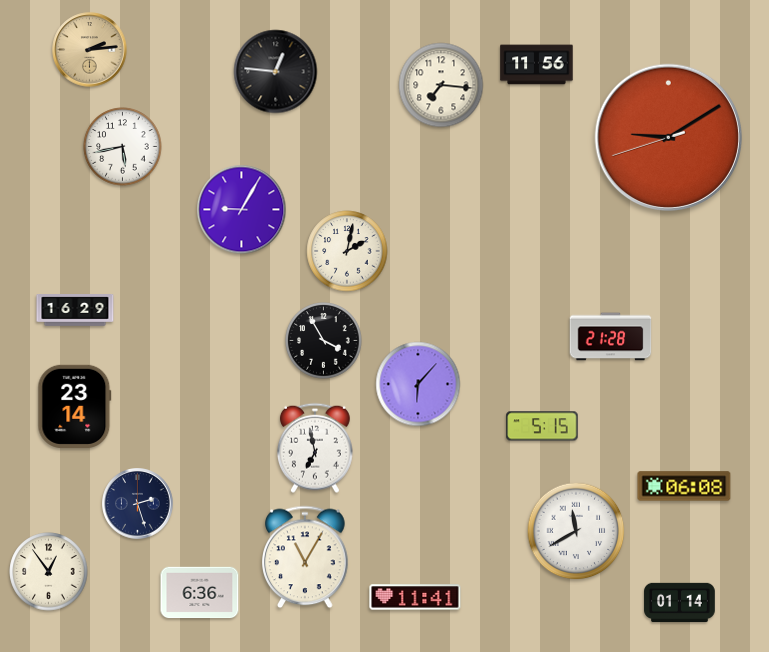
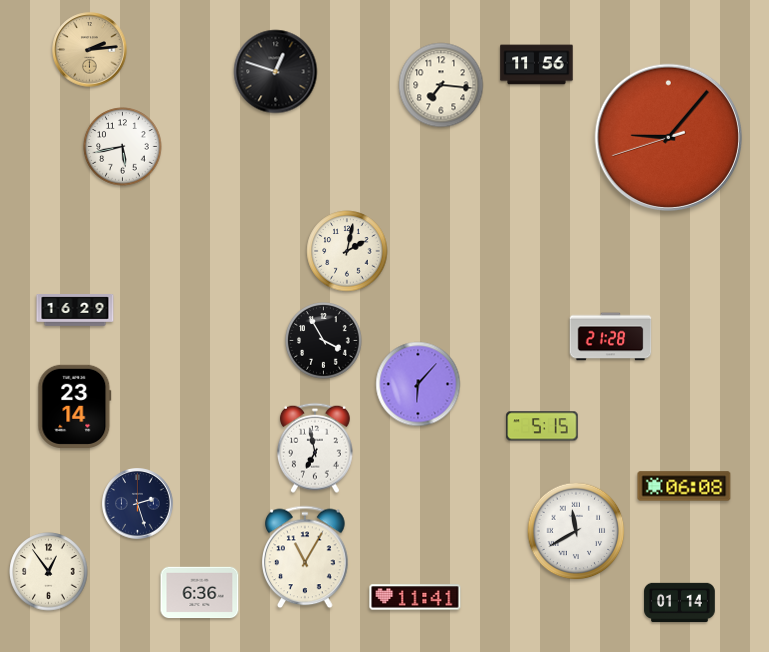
clock at (276, 72): 12:46 -> 12:48
clock at (668, 137): 9:09 -> 9:06
clock at (242, 210): 9:05 -> none
